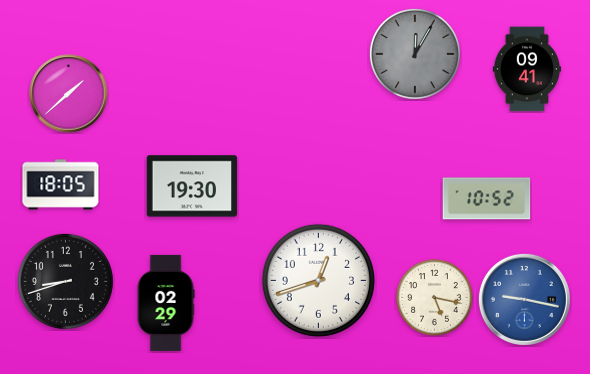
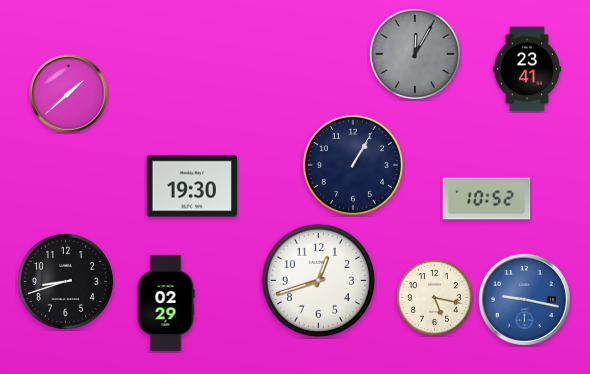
clock at (526, 69): 09:41 -> 23:41
clock at (353, 165): none -> 1:05
clock at (61, 185): 18:05 -> none
